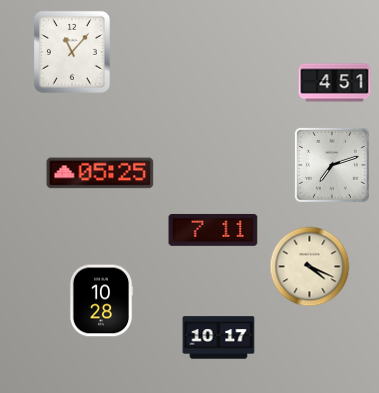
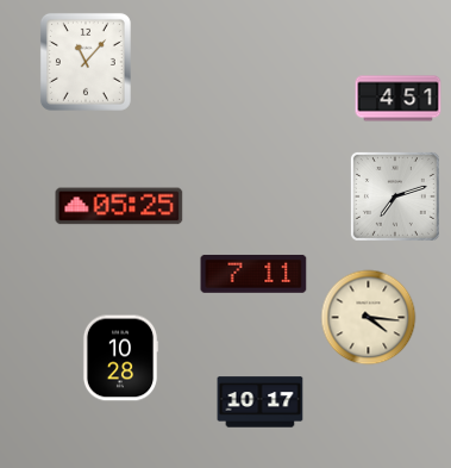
clock at (310, 267): 4:19 -> 4:16
